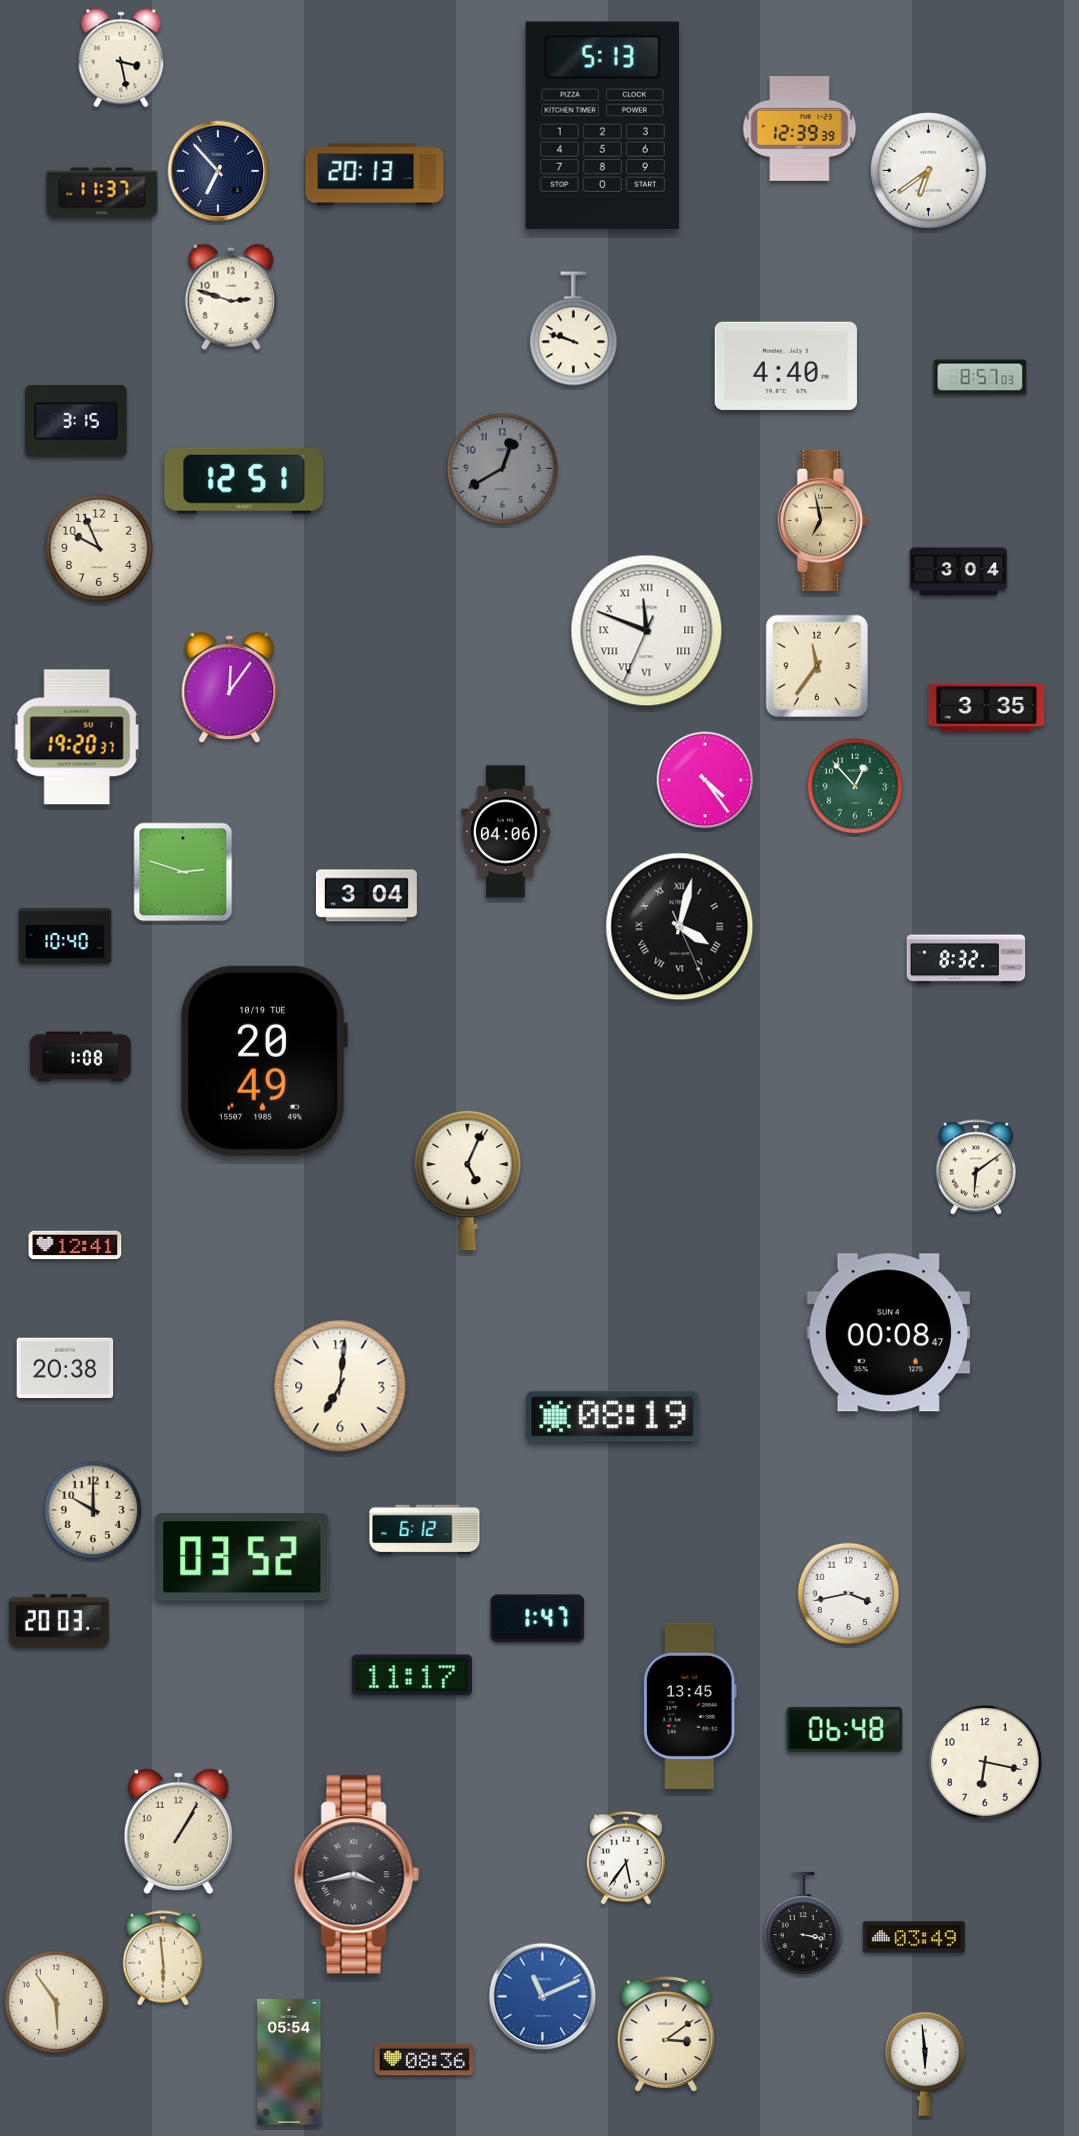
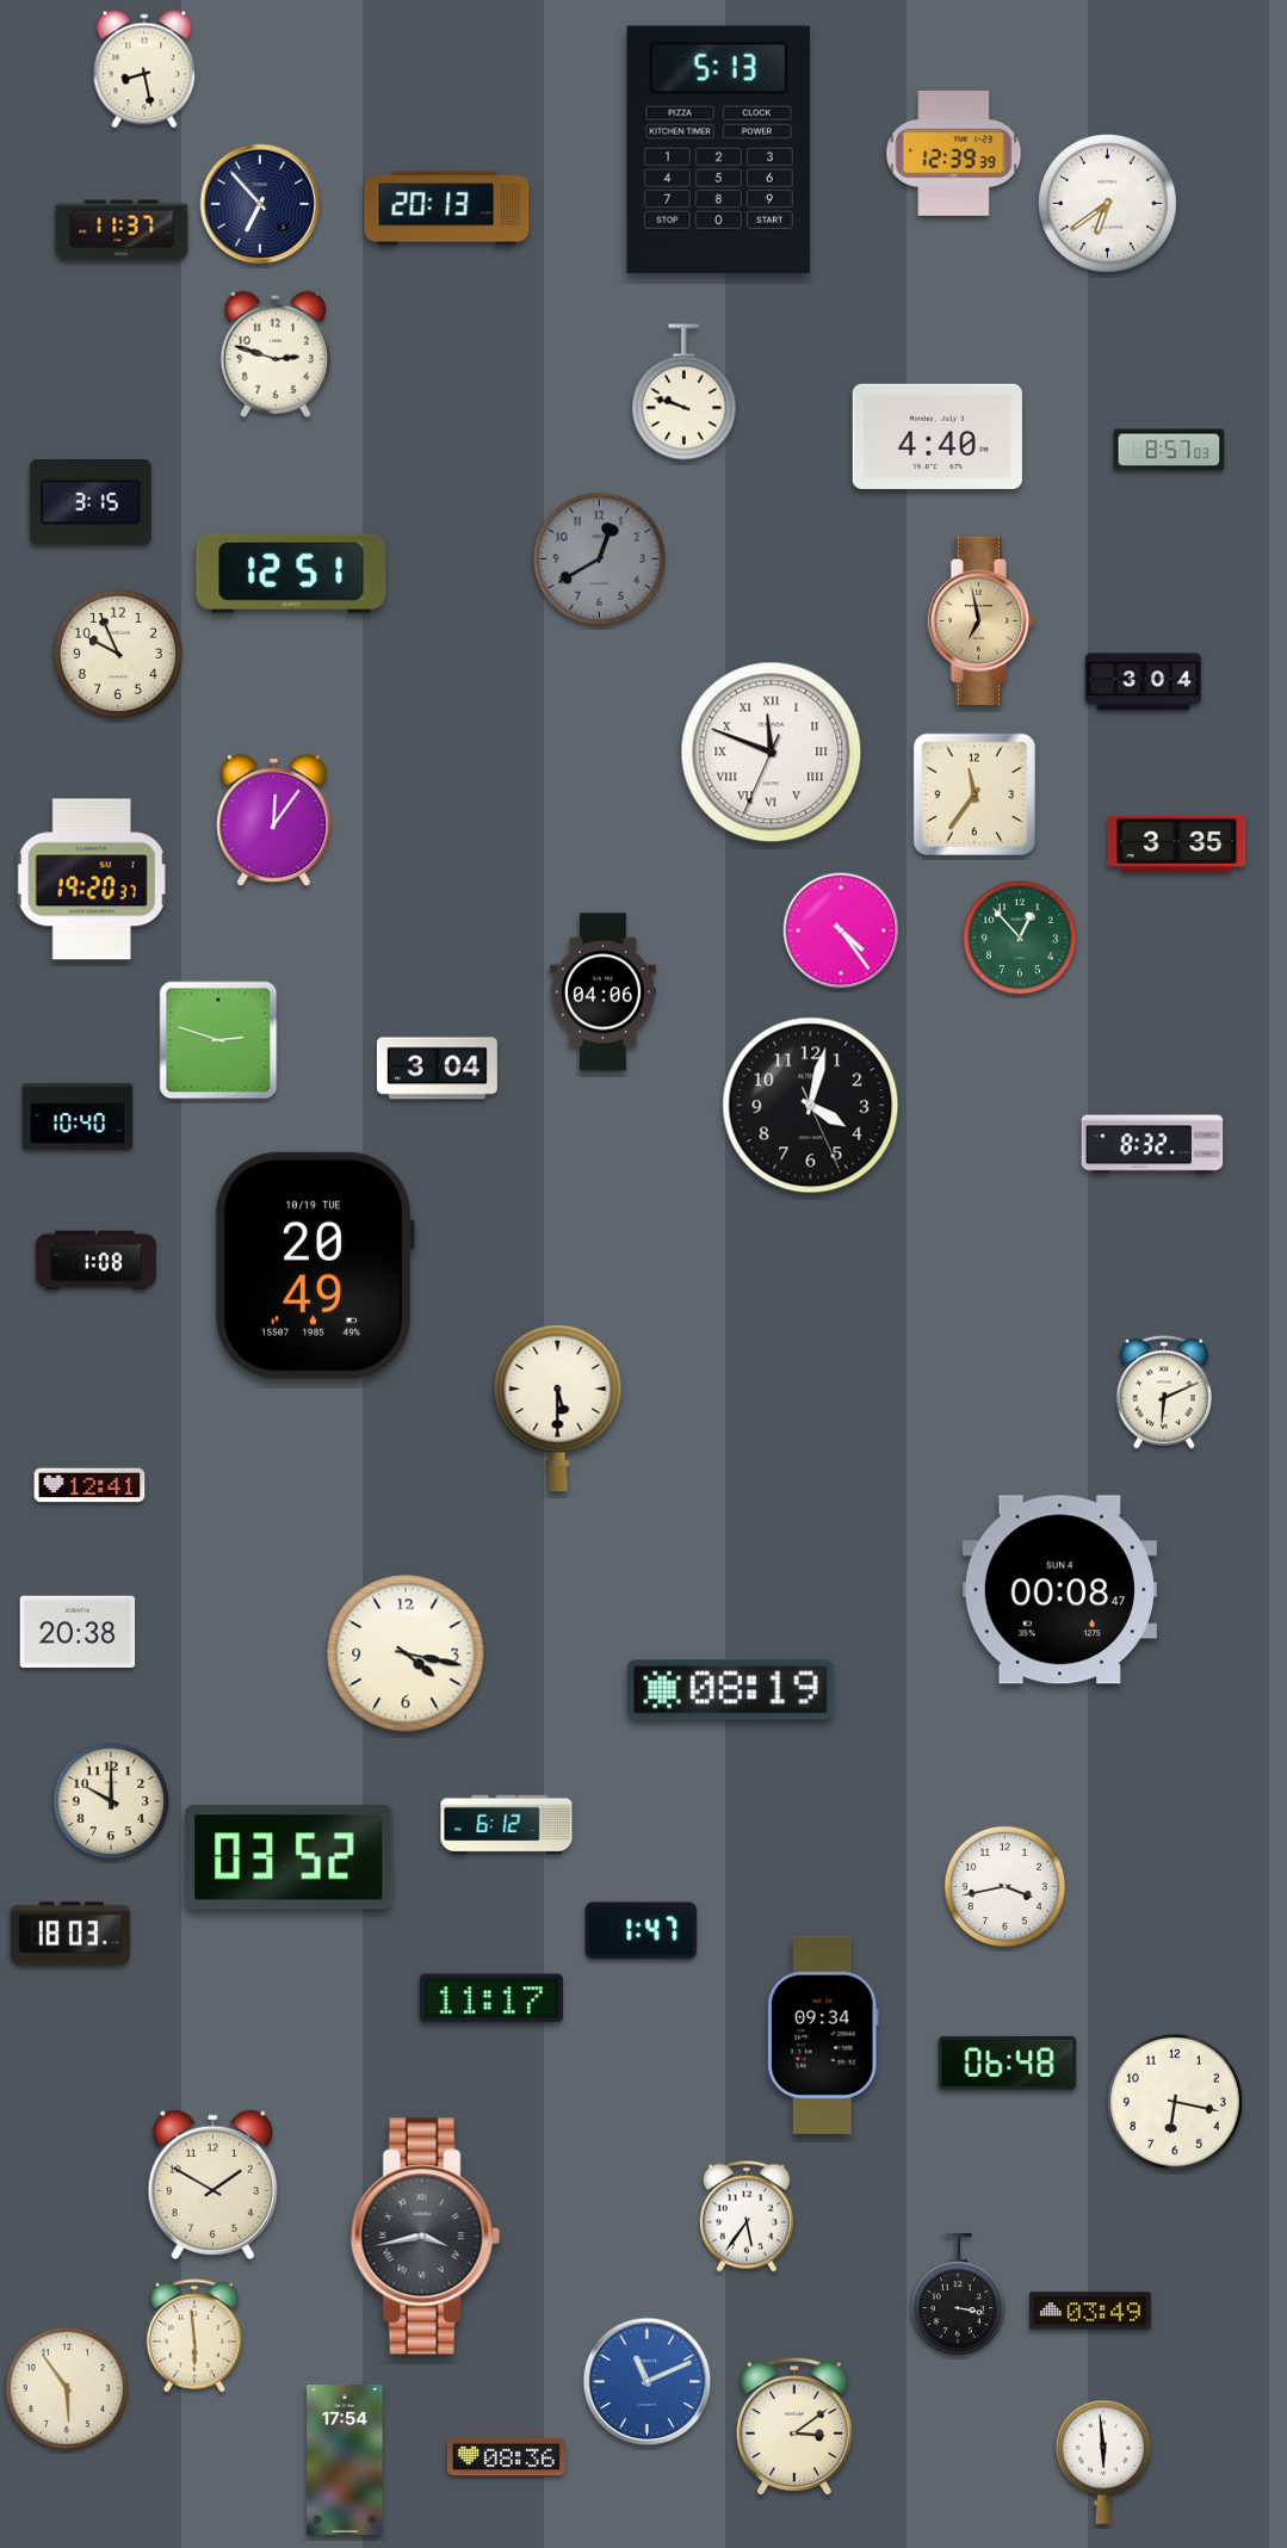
clock at (121, 58): 3:28 -> 8:28
clock at (680, 927) numerals: Roman -> Arabic
clock at (975, 1167): 6:09 -> 6:11
clock at (468, 1180): 5:04 -> 5:30
clock at (340, 1386): 7:01 -> 4:17
clock at (848, 1593) position: (848, 1593) -> (1004, 1886)
clock at (59, 1621): 20:03 -> 18:03
clock at (690, 1706): 13:45 -> 09:34
clock at (178, 1832): 1:05 -> 1:50
clock at (289, 2062): 05:54 -> 17:54
